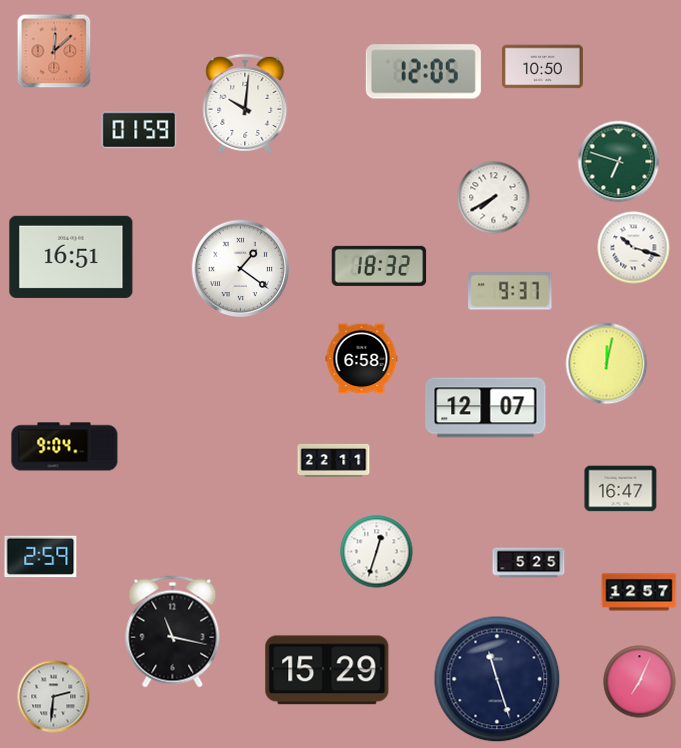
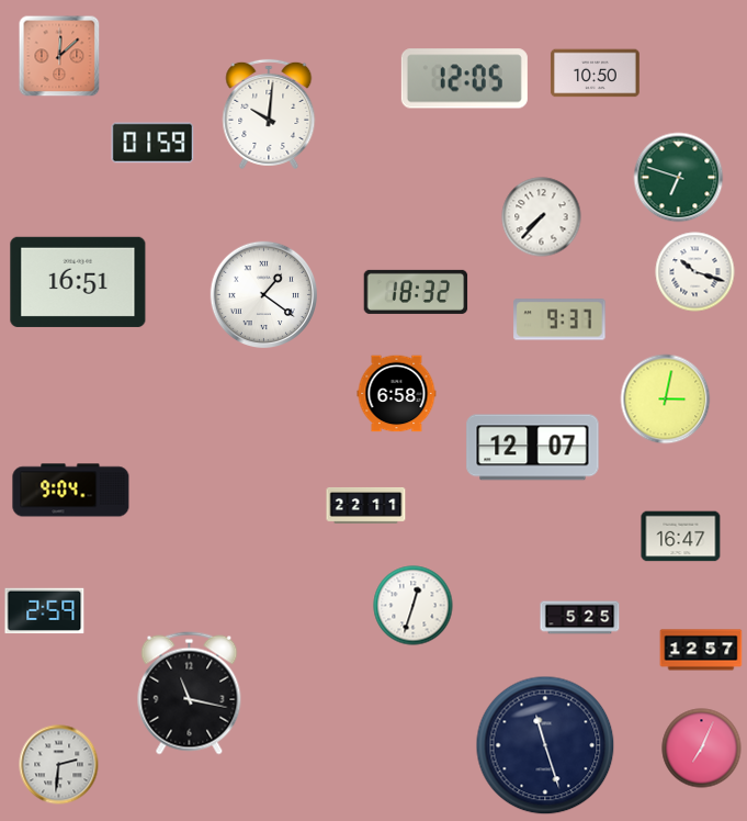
clock at (494, 198): 7:40 -> 7:37
clock at (607, 364): 12:02 -> 3:02
clock at (327, 670): 15:29 -> none
